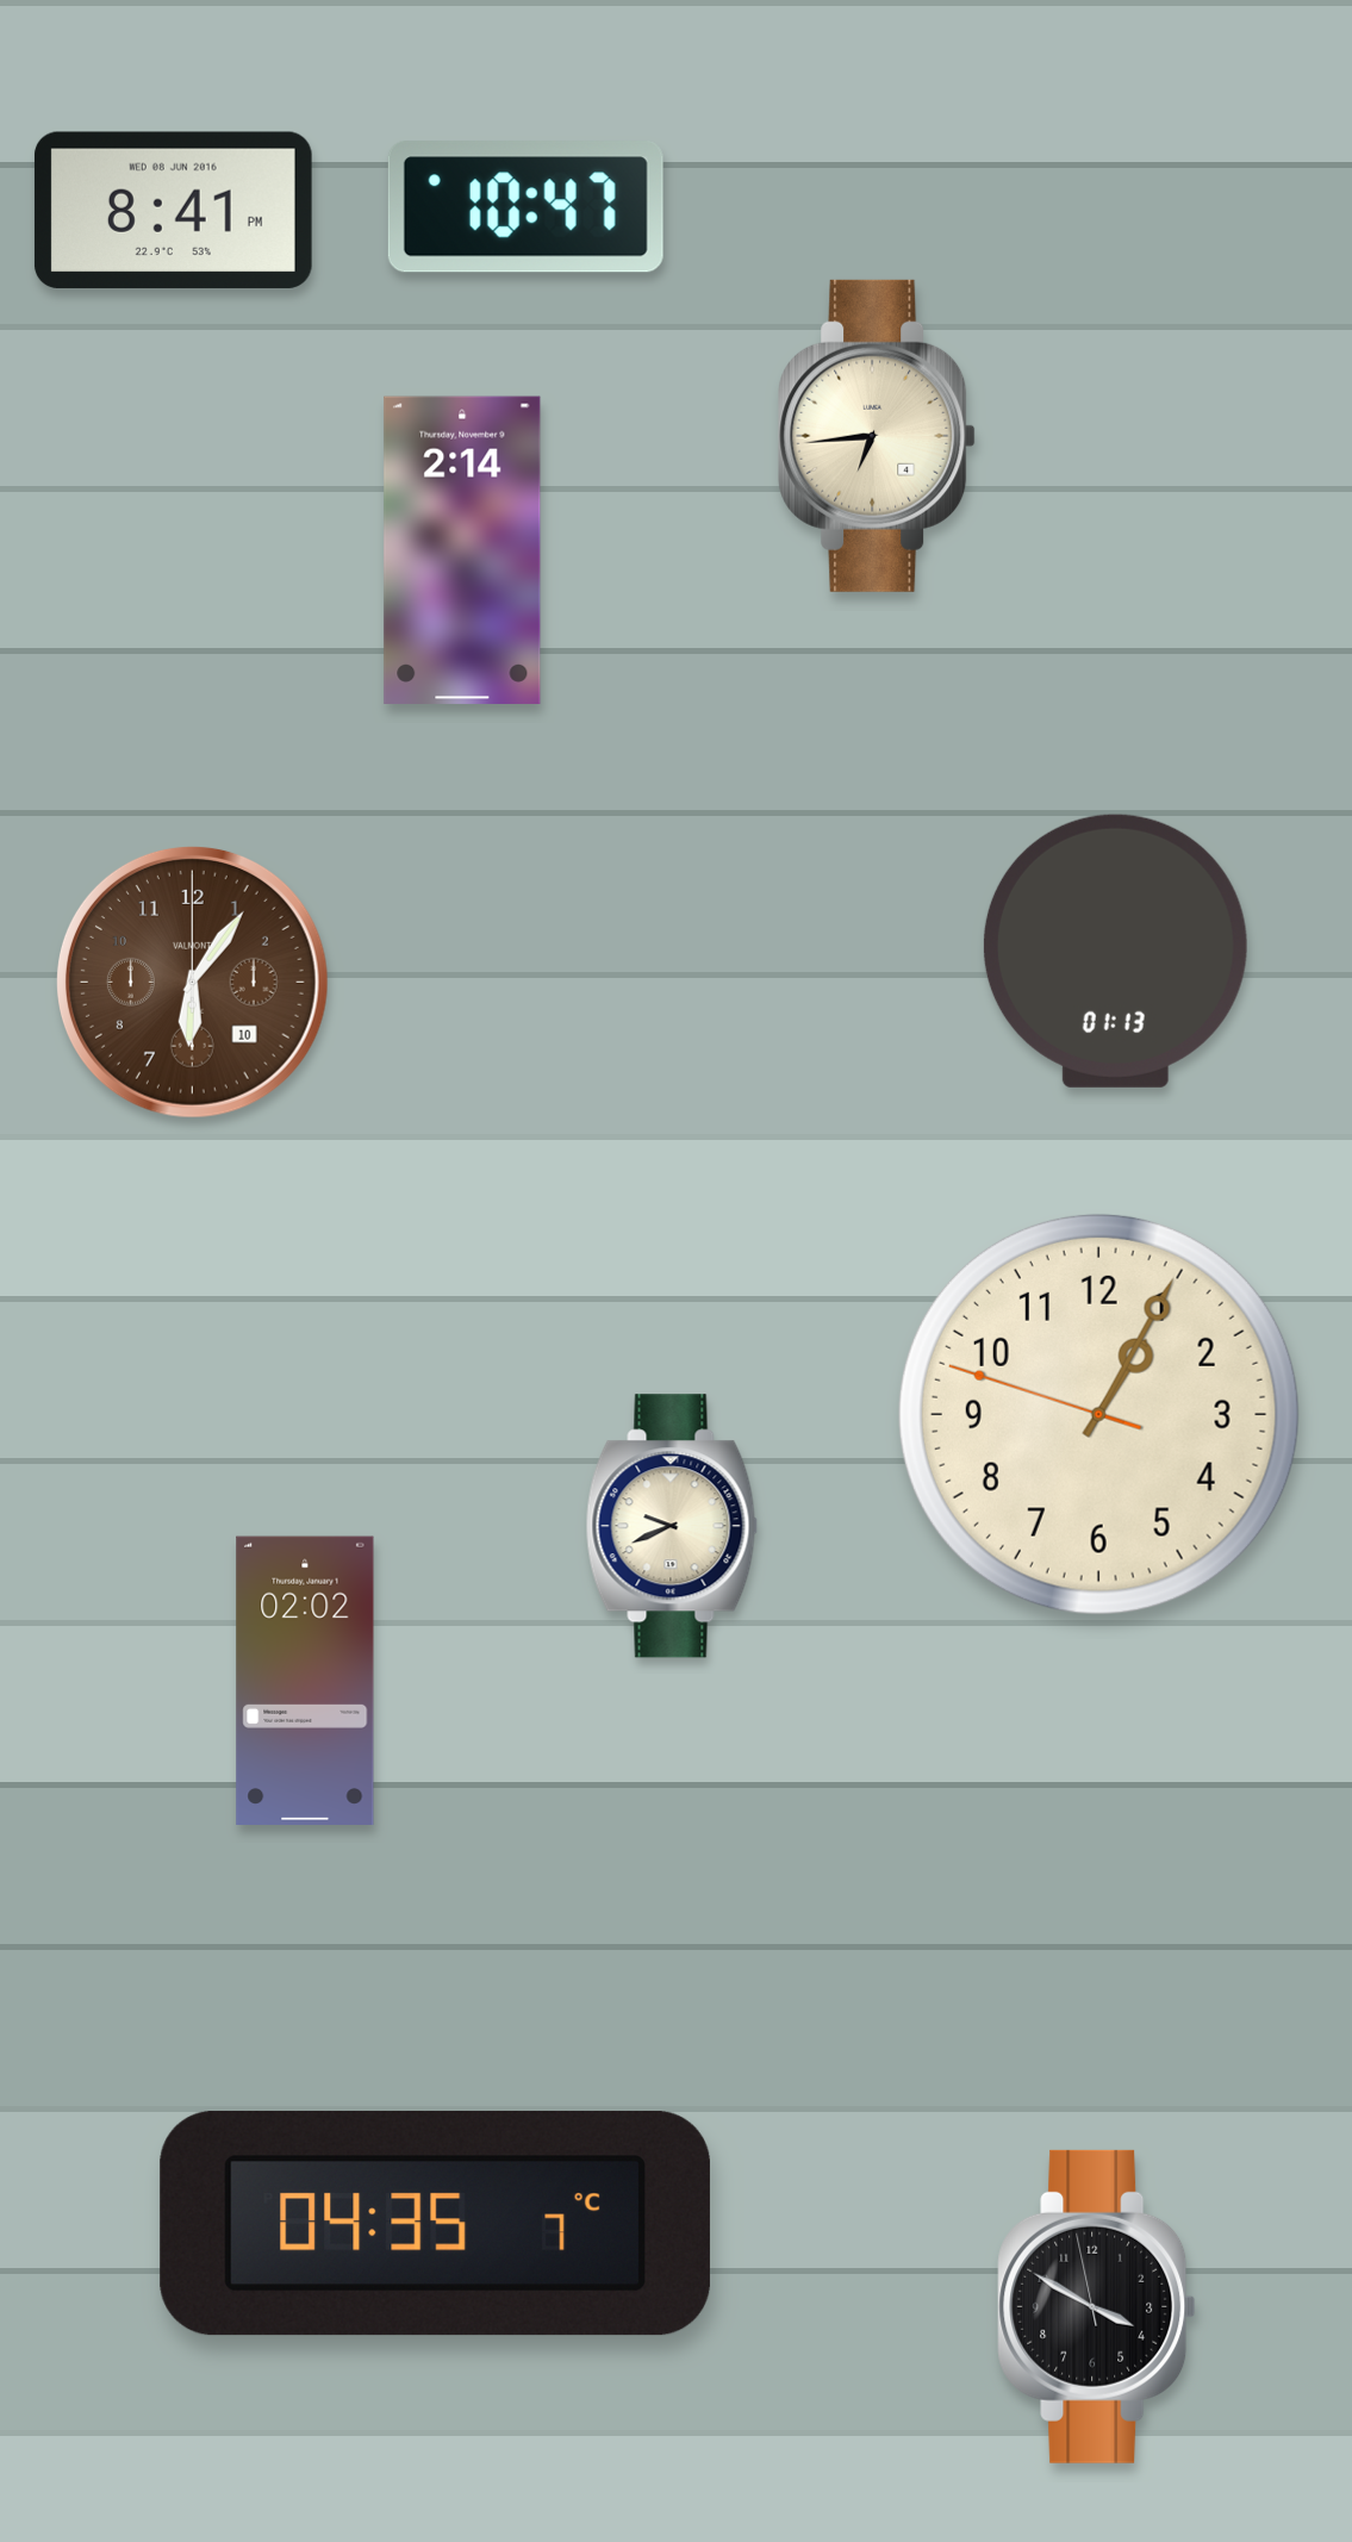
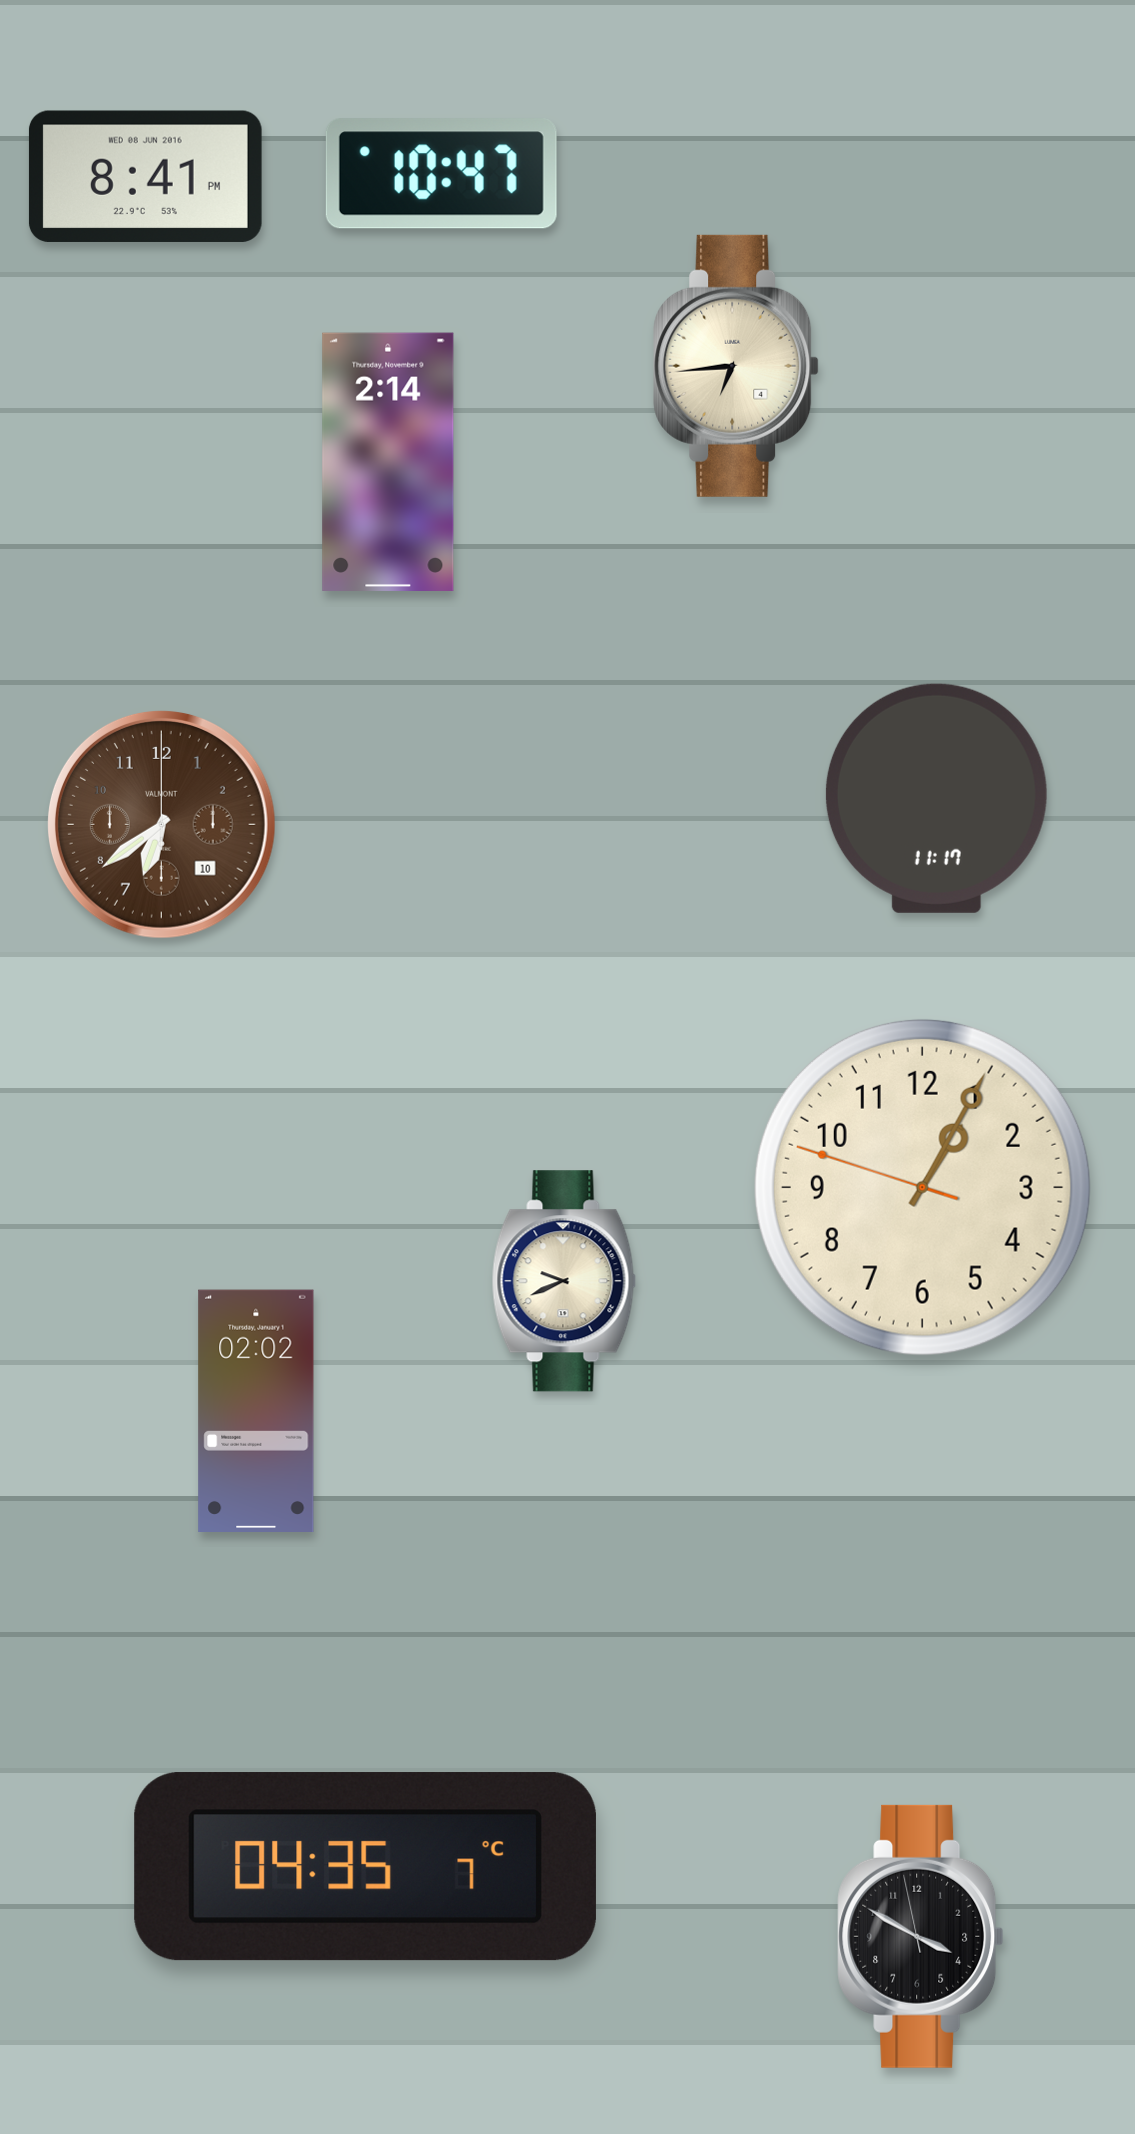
clock at (1115, 951): 01:13 -> 11:17
clock at (192, 982): 6:06 -> 6:39
